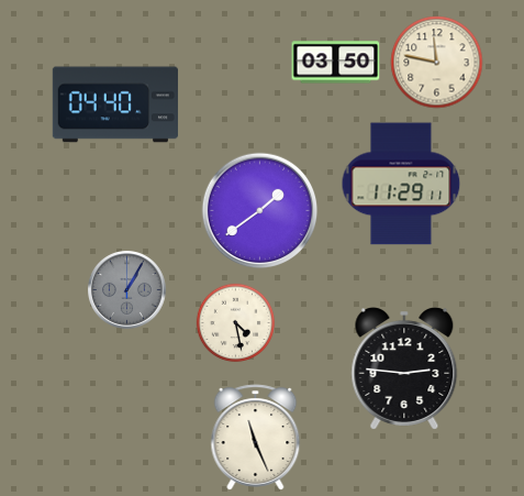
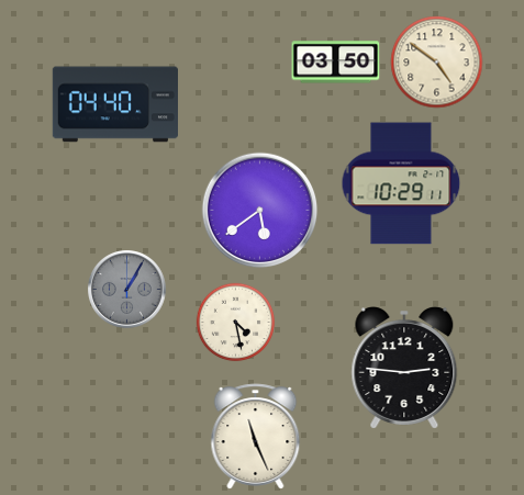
clock at (437, 63): 11:47 -> 4:51
clock at (401, 184): 11:29 -> 10:29
clock at (260, 211): 1:39 -> 5:39
